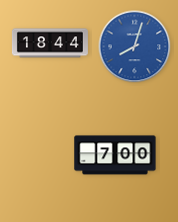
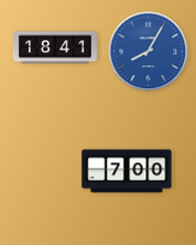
clock at (50, 43): 18:44 -> 18:41
clock at (135, 47): 8:03 -> 8:05
